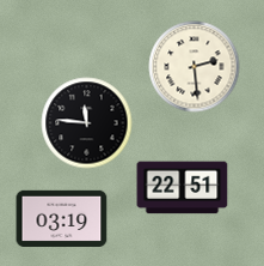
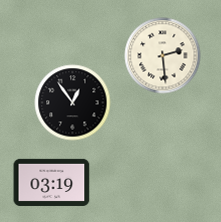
clock at (87, 123): 11:46 -> 12:54
clock at (183, 188): 22:51 -> none
